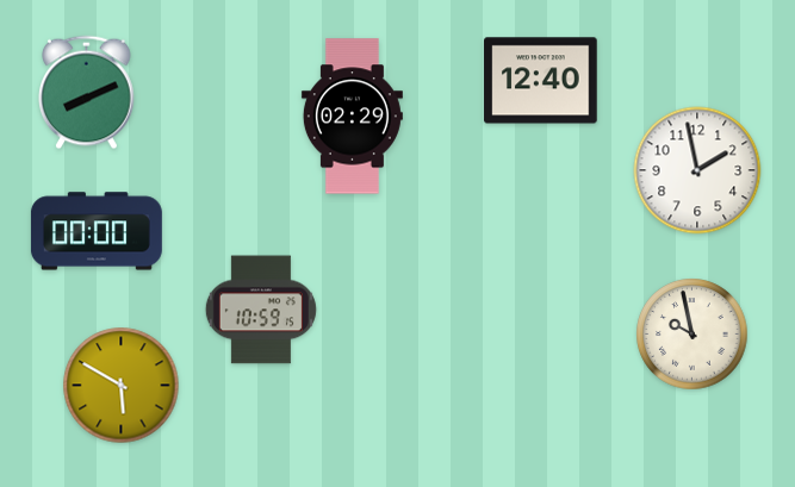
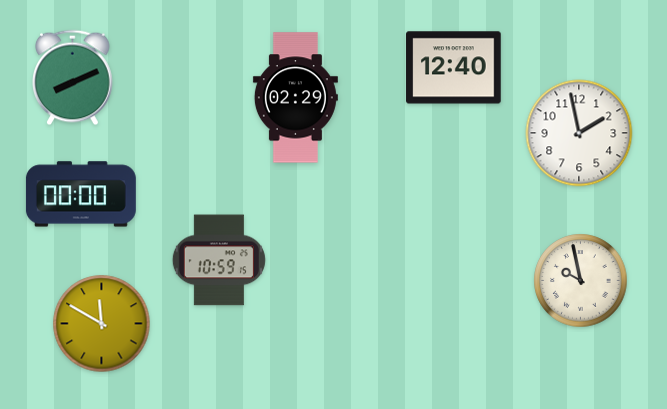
clock at (697, 170) position: (697, 170) -> (579, 133)
clock at (122, 386): 5:50 -> 11:50
